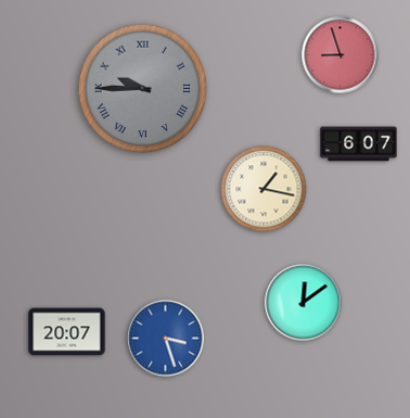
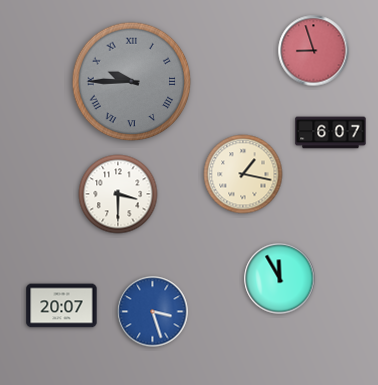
clock at (118, 194): none -> 3:30
clock at (304, 303): 12:09 -> 11:55
